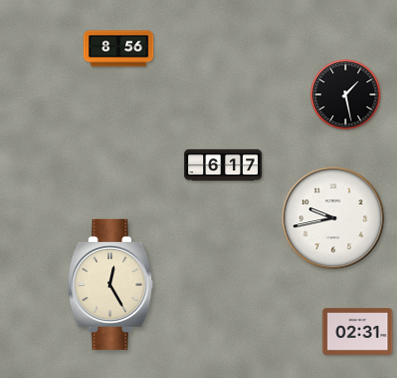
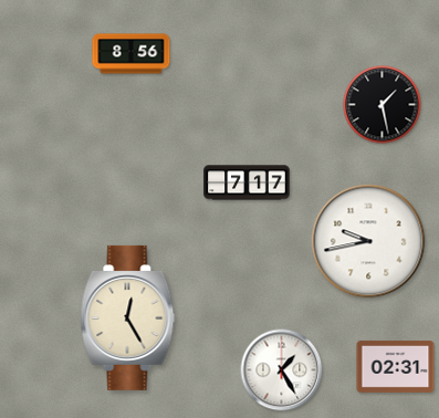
clock at (223, 165): 6:17 -> 7:17
clock at (111, 284) position: (111, 284) -> (128, 317)
clock at (282, 370): none -> 1:25
